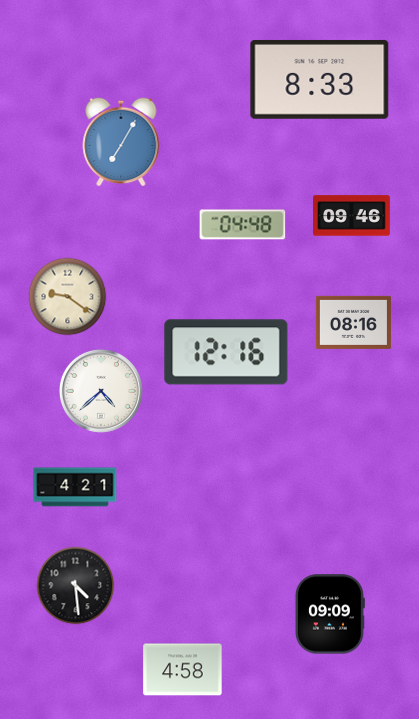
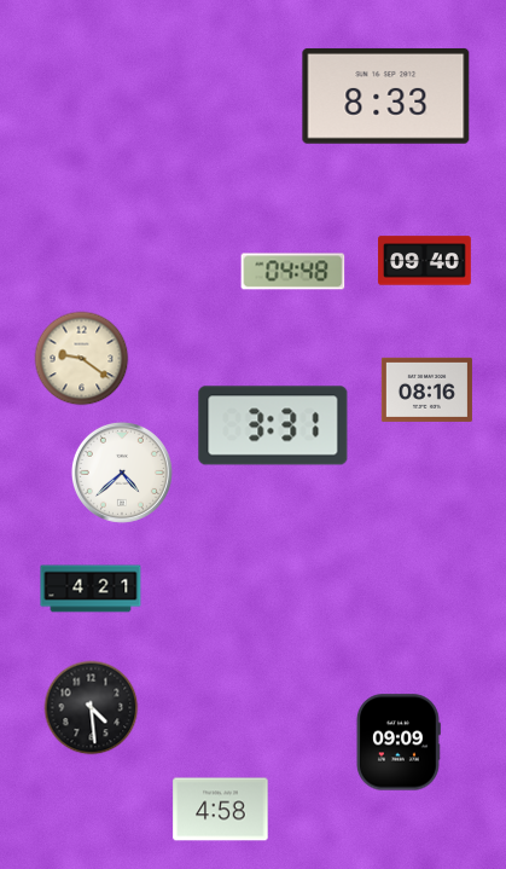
clock at (121, 142): 7:05 -> none
clock at (352, 216): 09:46 -> 09:40
clock at (226, 352): 12:16 -> 3:31
